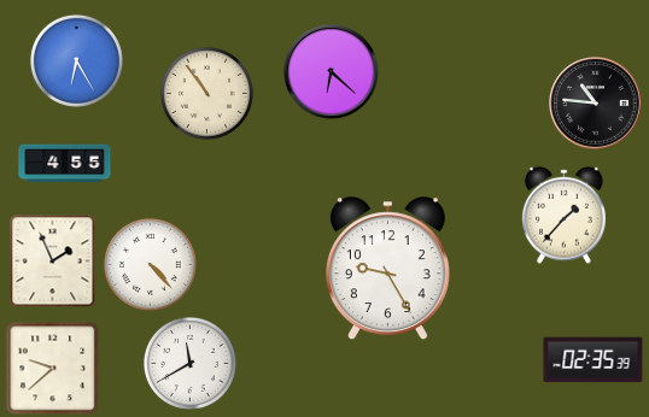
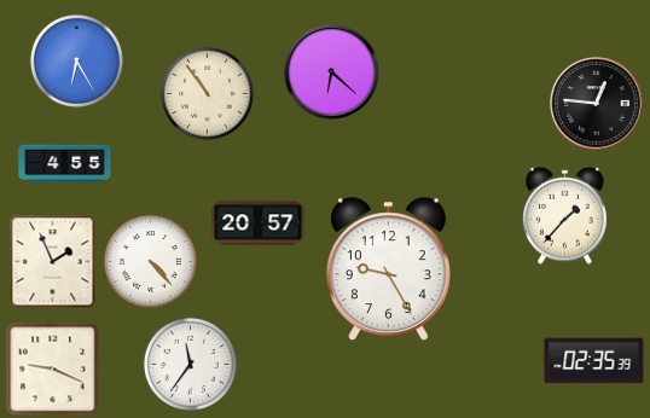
clock at (596, 104): 10:46 -> 12:46
clock at (259, 223): none -> 20:57
clock at (150, 264) position: (150, 264) -> (150, 261)
clock at (189, 363): 11:40 -> 11:36
clock at (52, 368): 9:38 -> 9:19
